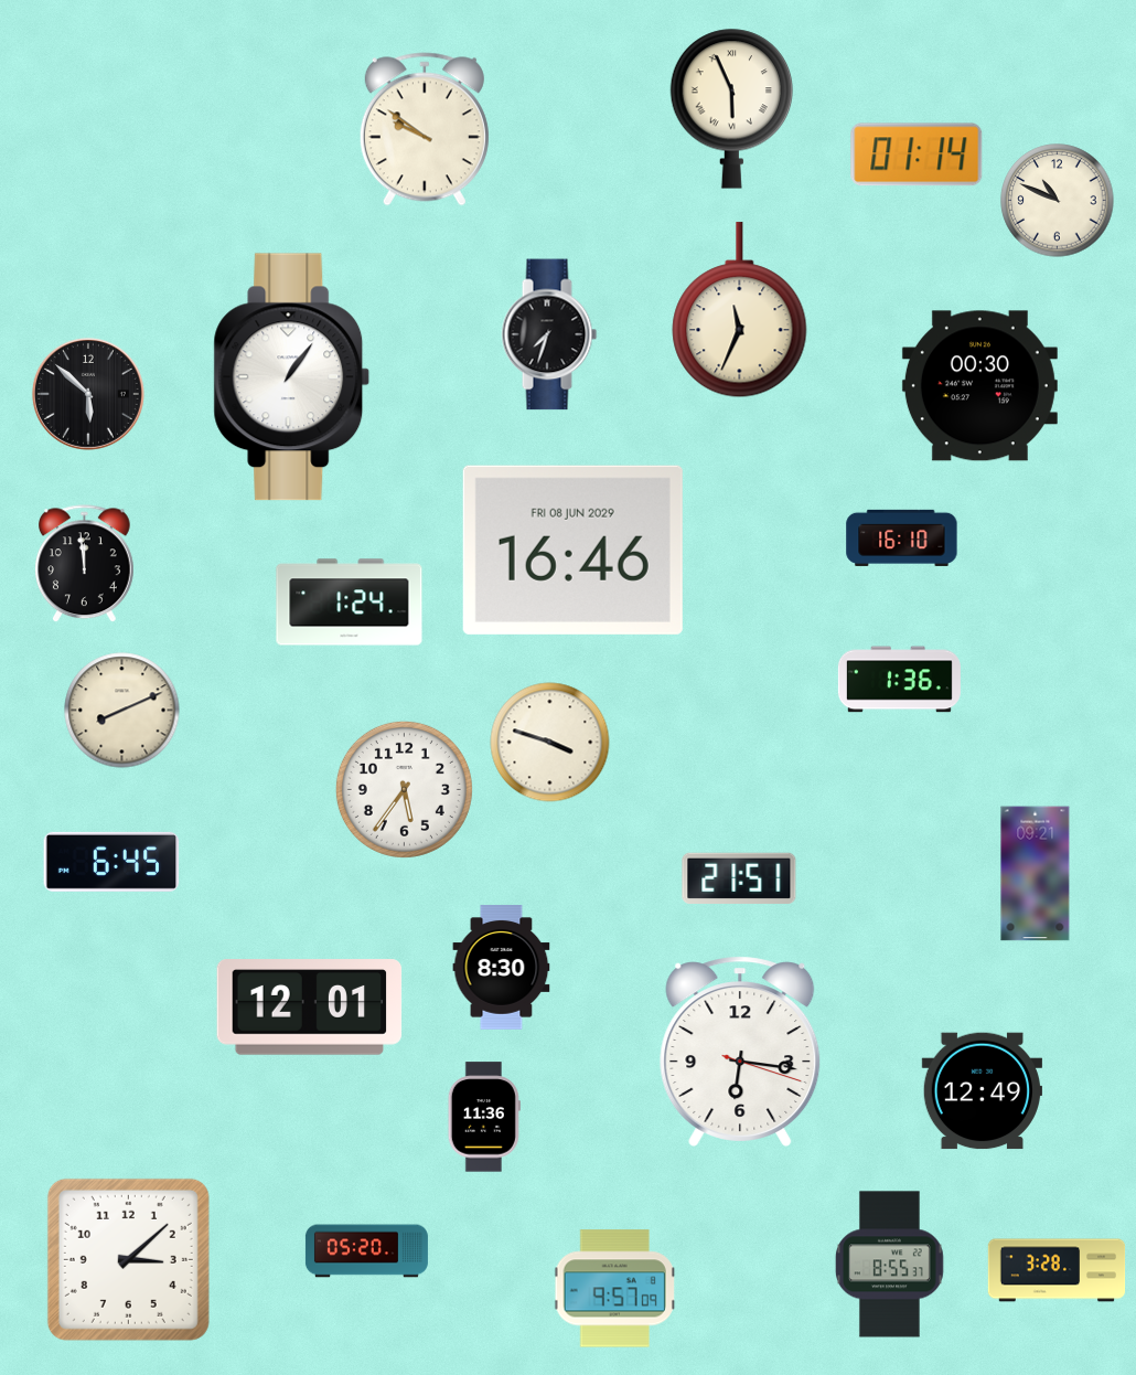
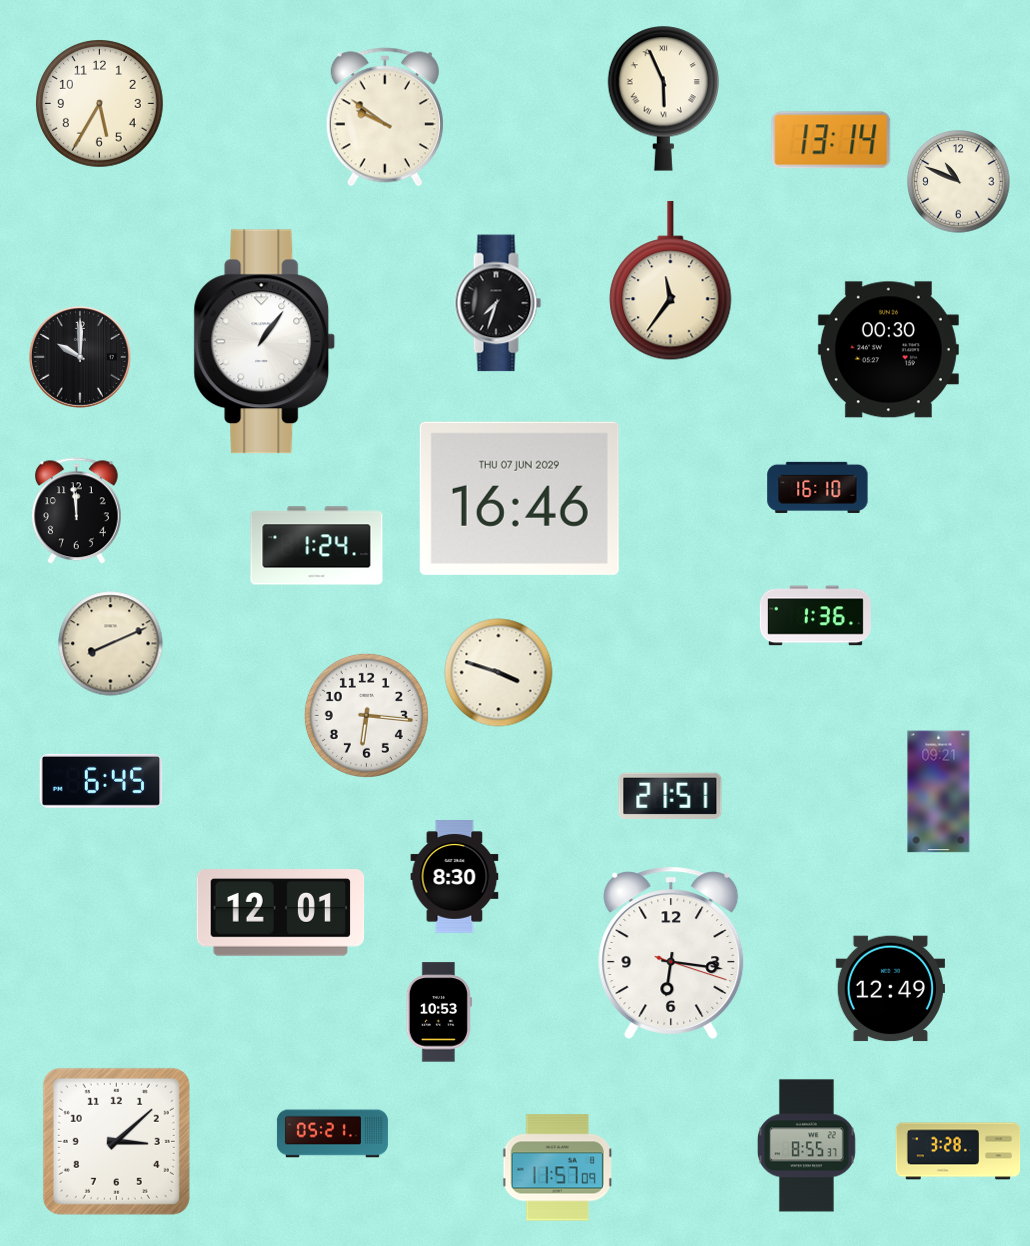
clock at (100, 104): none -> 5:35
clock at (917, 154): 01:14 -> 13:14
clock at (740, 310): 11:34 -> 11:36
clock at (88, 394): 5:52 -> 10:00
clock at (572, 550) date: FRI 08 JUN 2029 -> THU 07 JUN 2029
clock at (404, 789): 5:36 -> 6:16
clock at (484, 1117): 11:36 -> 10:53
clock at (366, 1251): 05:20 -> 05:21
clock at (615, 1289): 9:57 -> 11:57
